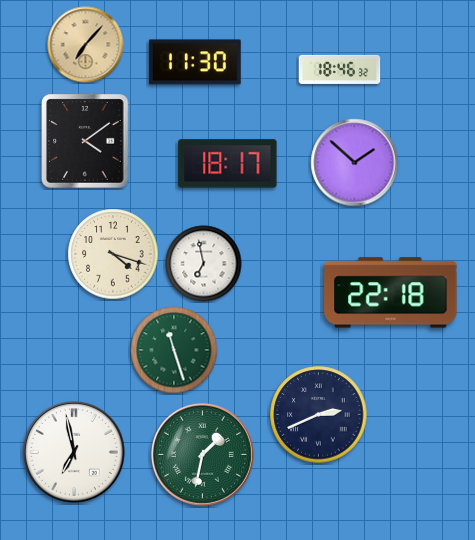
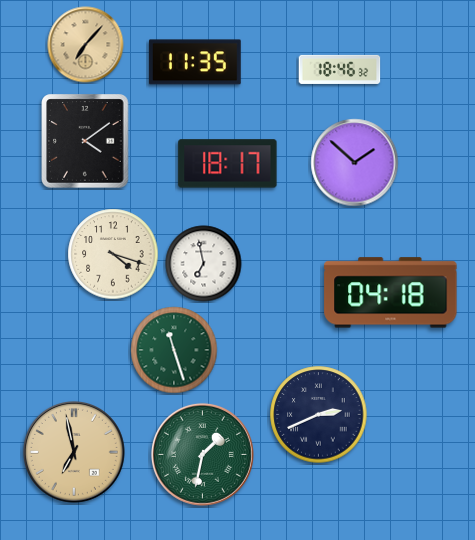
clock at (195, 62): 11:30 -> 11:35
clock at (391, 293): 22:18 -> 04:18
clock at (74, 452) dial: white -> champagne
